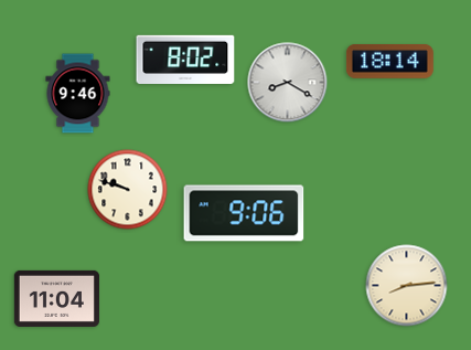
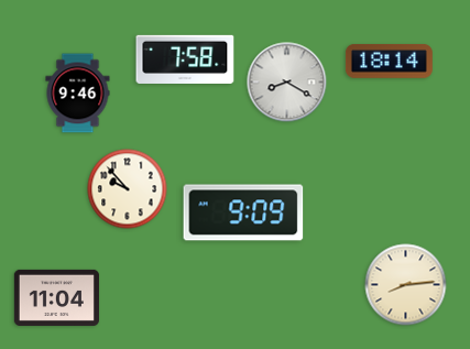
clock at (185, 60): 8:02 -> 7:58
clock at (128, 190): 9:48 -> 9:53
clock at (244, 213): 9:06 -> 9:09
